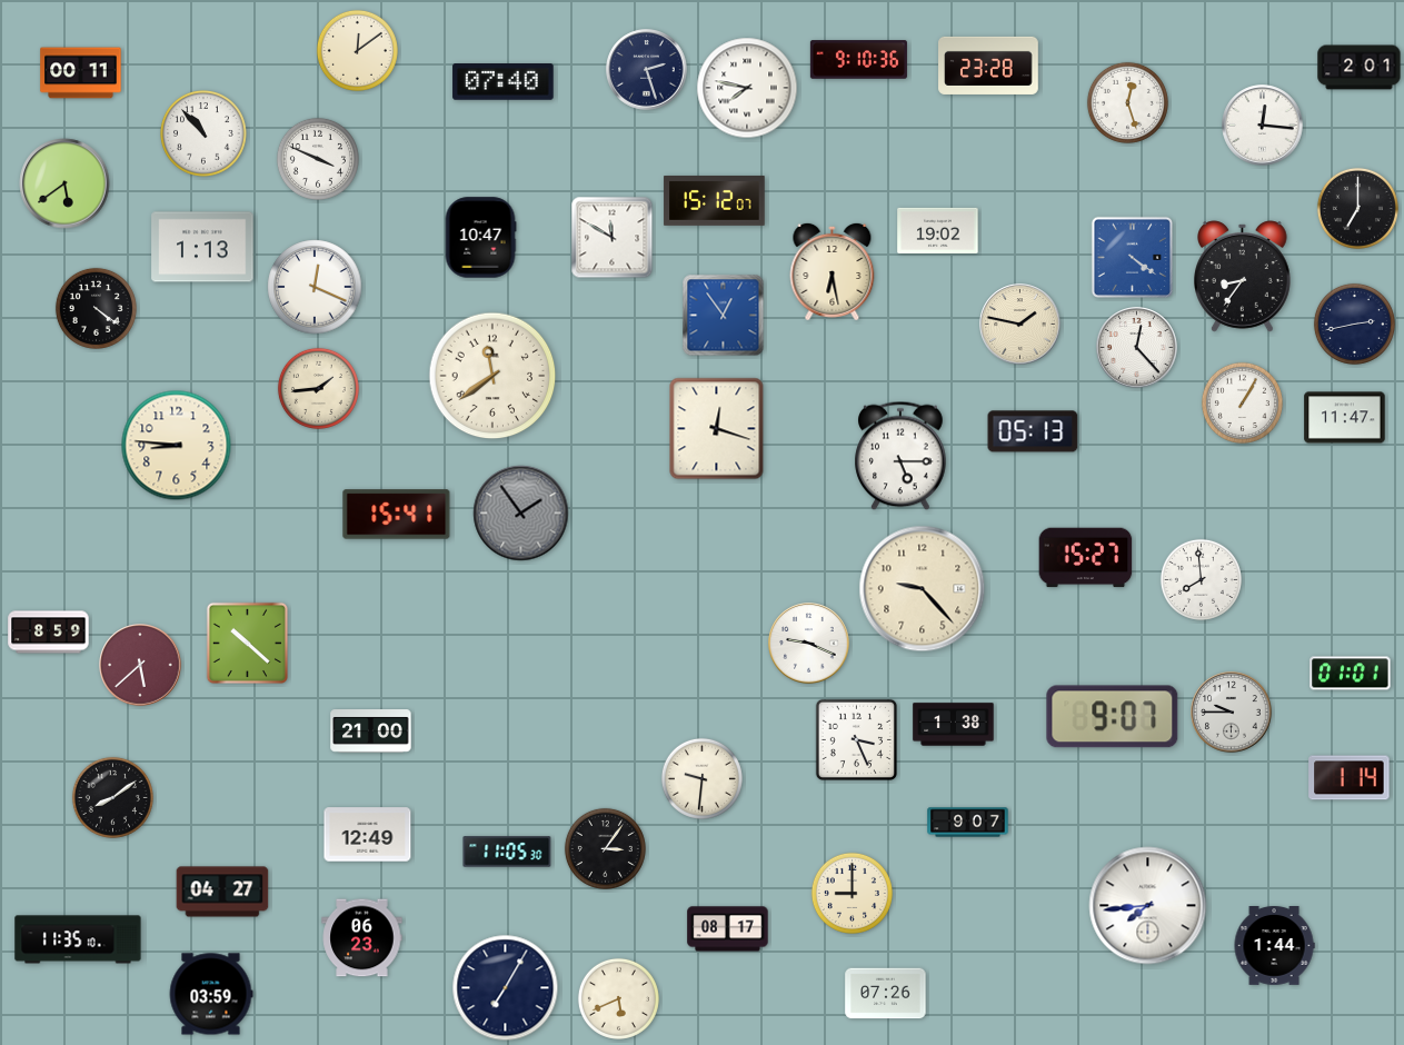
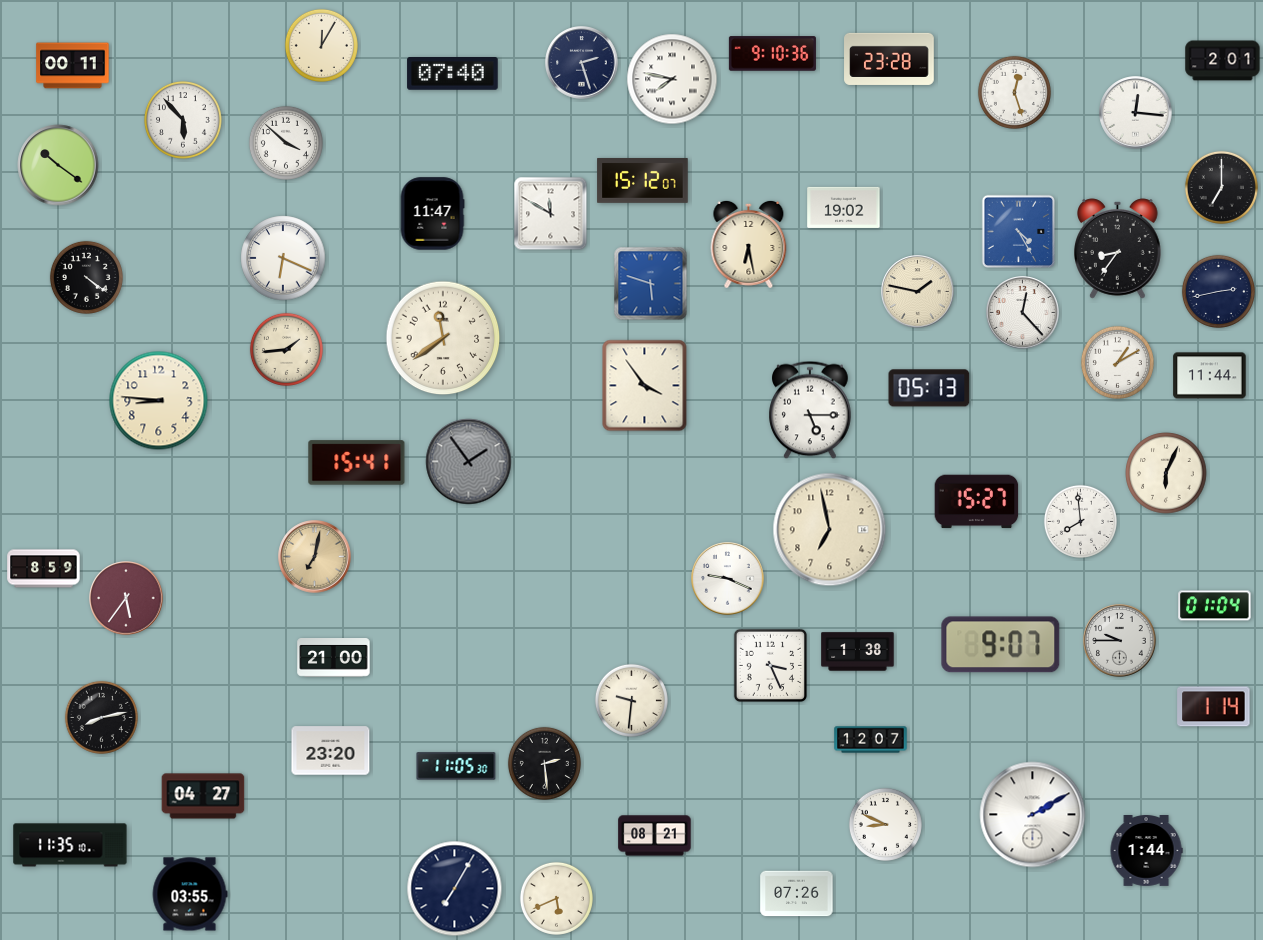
clock at (357, 50): 12:09 -> 12:05
clock at (205, 135): 10:53 -> 5:53
clock at (318, 159): 3:49 -> 3:52
clock at (64, 183): 5:39 -> 10:21
clock at (480, 238): 10:47 -> 11:47
clock at (202, 247): 1:13 -> none
clock at (1133, 258): 4:21 -> 4:25
clock at (315, 287): 12:19 -> 6:19
clock at (724, 316): 12:54 -> 5:48
clock at (1242, 402): 1:05 -> 1:10
clock at (1345, 418): 11:47 -> 11:44
clock at (717, 429): 12:18 -> 3:54
clock at (1166, 473): none -> 6:04
clock at (923, 589): 9:23 -> 6:58
clock at (315, 557): none -> 7:02
clock at (247, 643): 10:22 -> none
clock at (140, 665): 5:38 -> 5:36
clock at (1351, 674): 01:01 -> 01:04
clock at (1232, 713) position: (1232, 713) -> (1120, 641)
clock at (1350, 778) position: (1350, 778) -> (1214, 707)
clock at (112, 797): 8:09 -> 8:13
clock at (968, 823): 9:07 -> 12:07
clock at (368, 835): 12:49 -> 23:20
clock at (605, 848): 3:06 -> 2:29
clock at (222, 892) position: (222, 892) -> (203, 796)
clock at (852, 893): 9:00 -> none
clock at (1148, 906): 7:44 -> 2:10
clock at (885, 824): none -> 8:49
clock at (728, 929): 08:17 -> 08:21
clock at (362, 938): 06:23 -> none
clock at (211, 994): 03:59 -> 03:55
